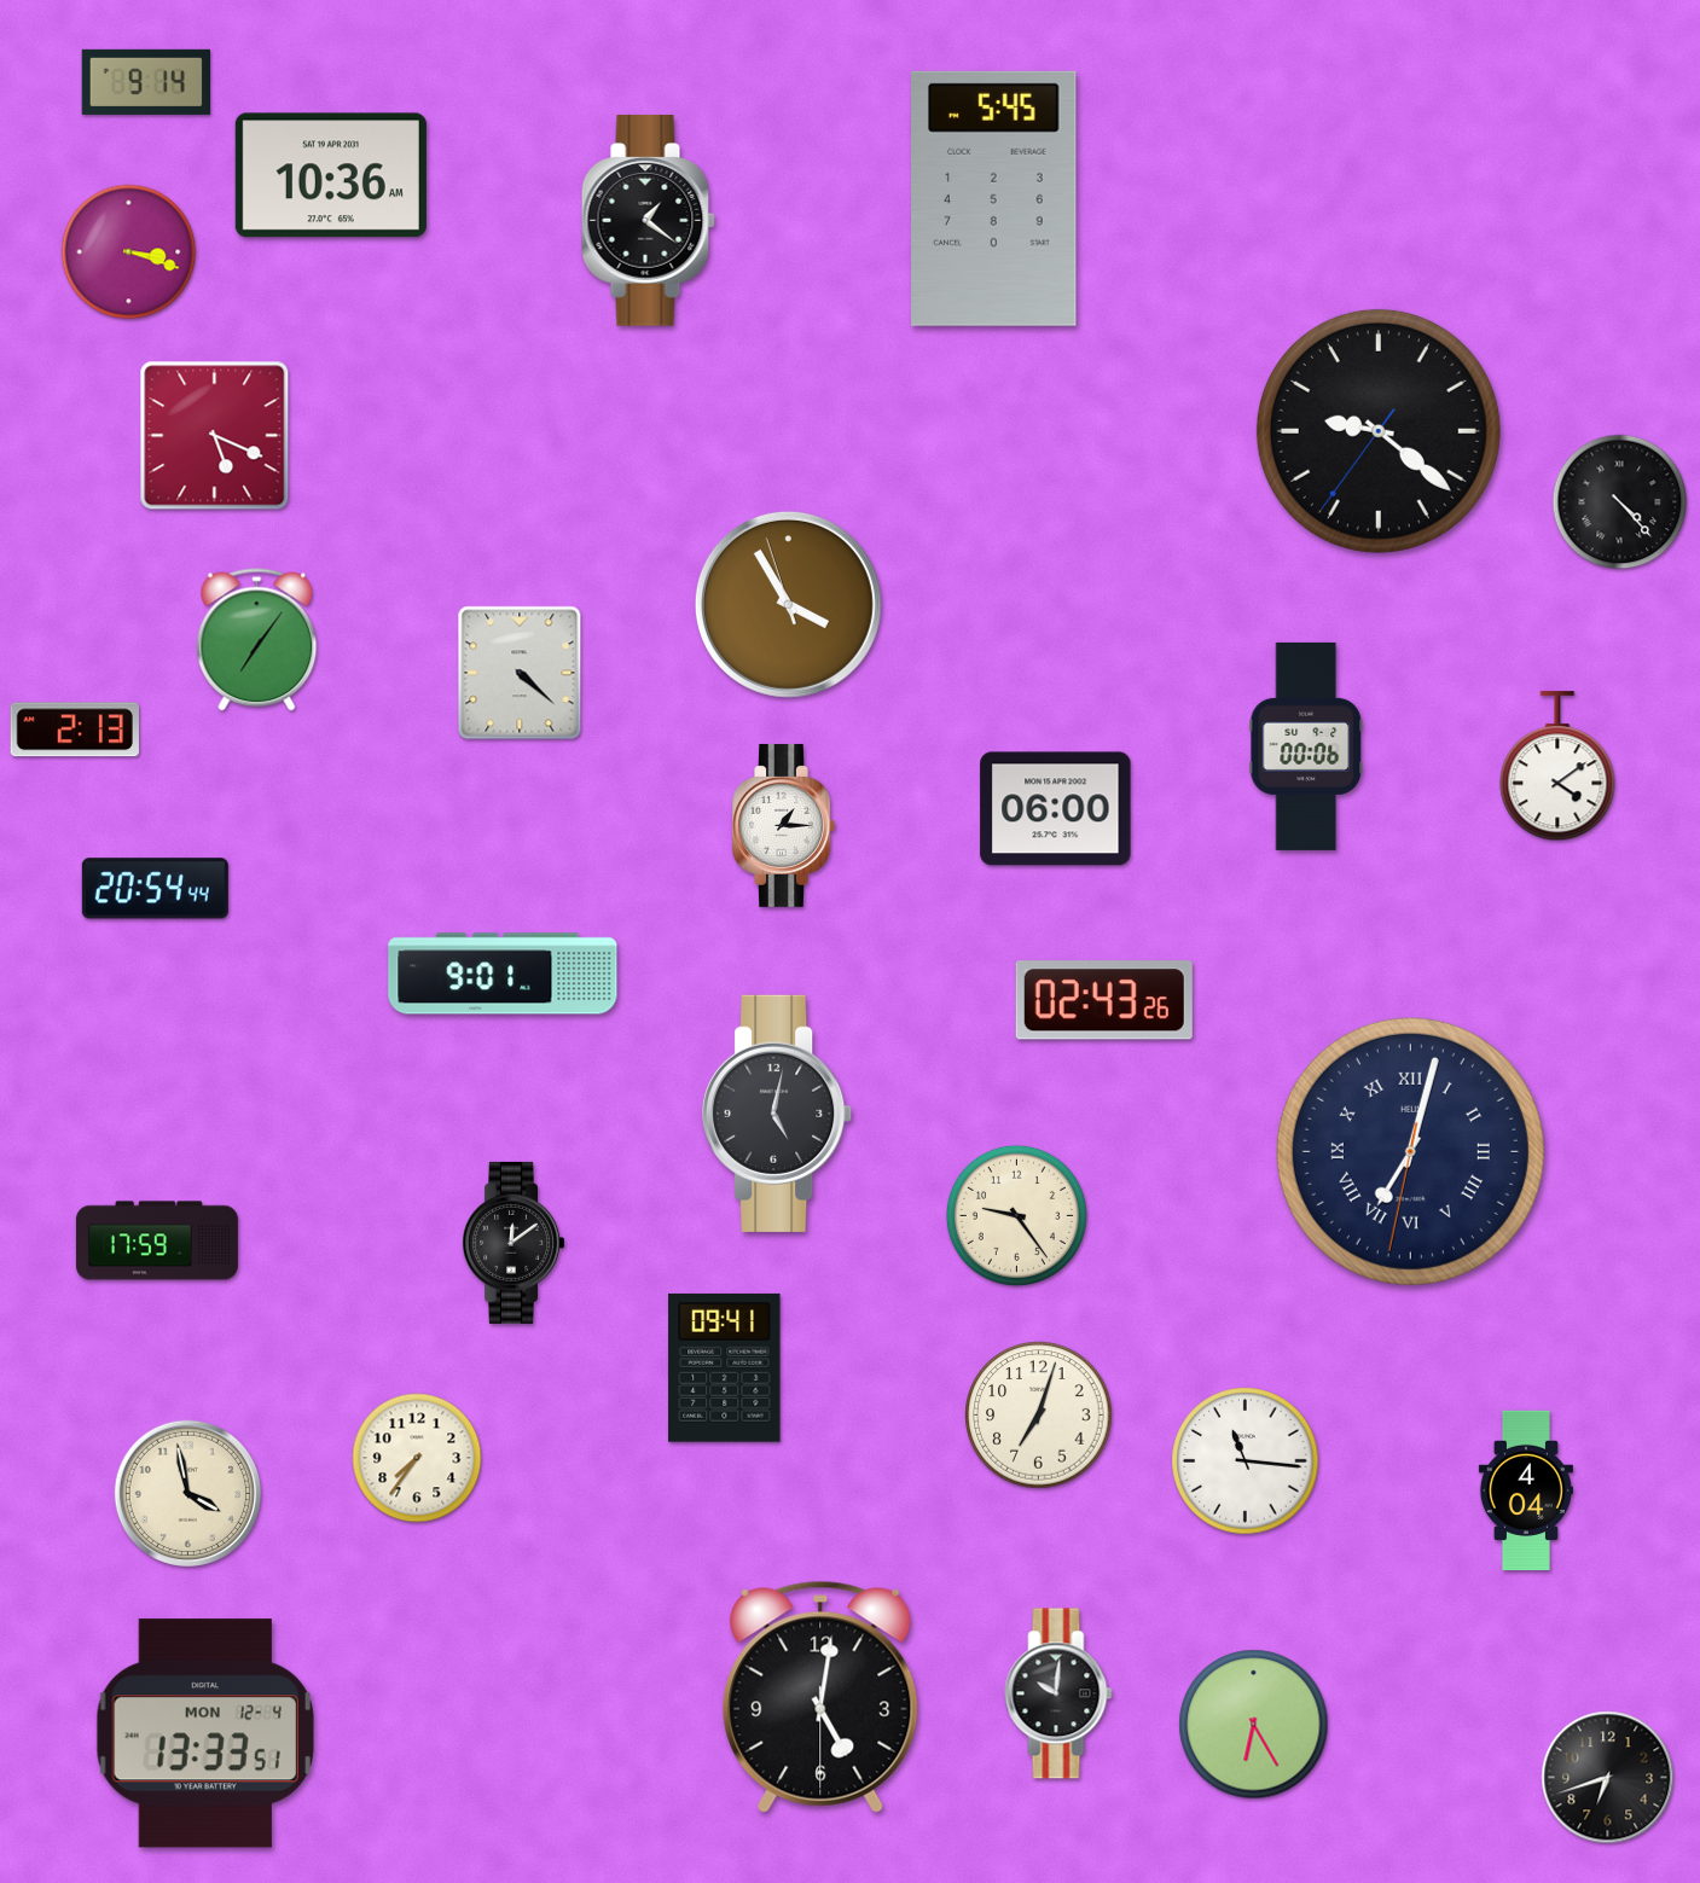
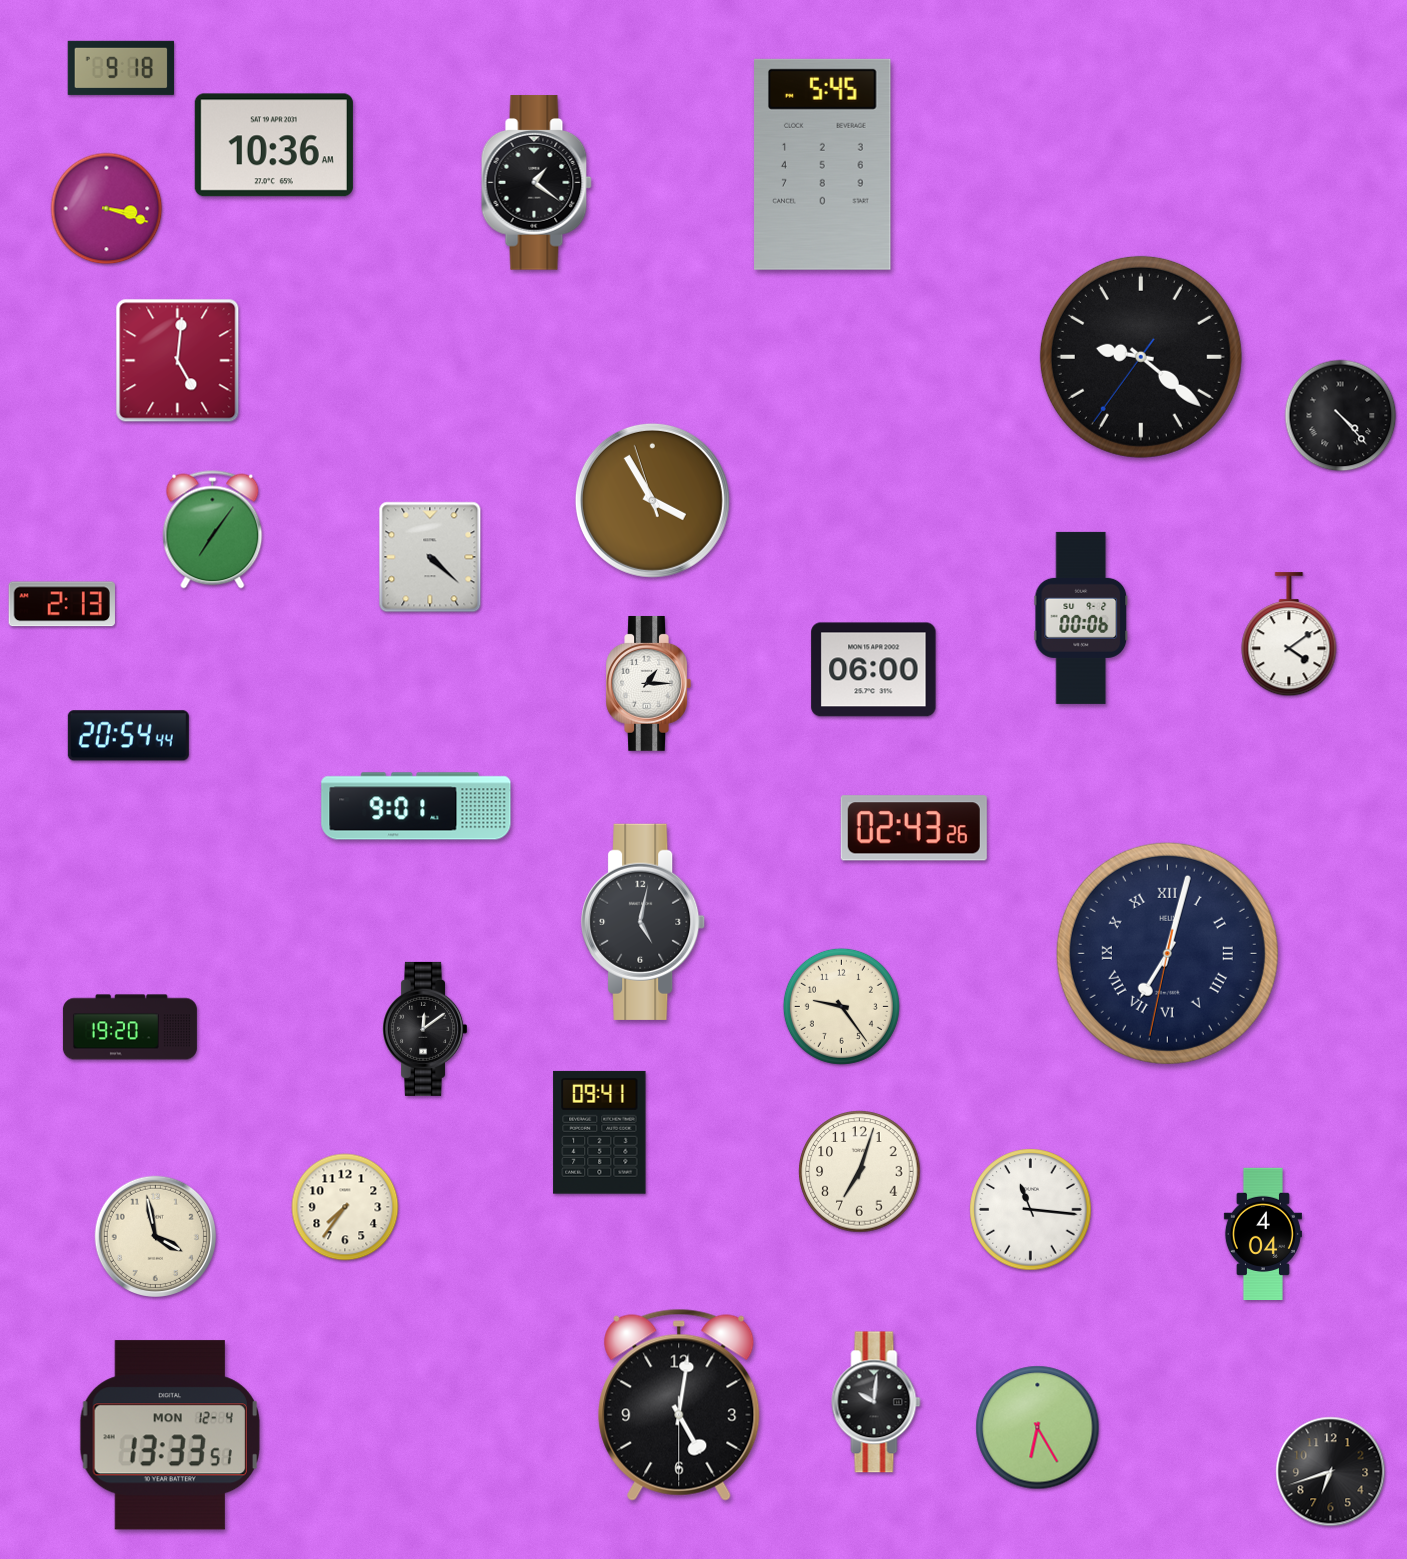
clock at (146, 82): 9:14 -> 9:18
clock at (215, 436): 5:19 -> 5:01
clock at (157, 1240): 17:59 -> 19:20
